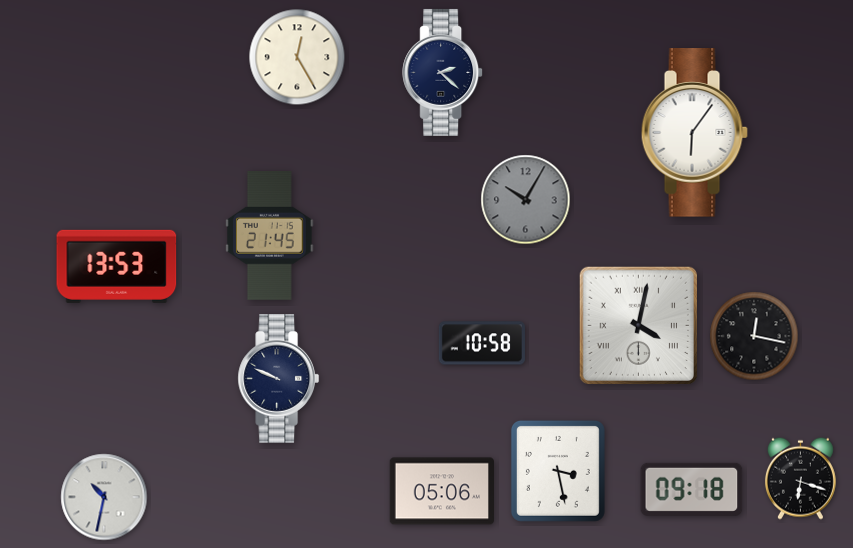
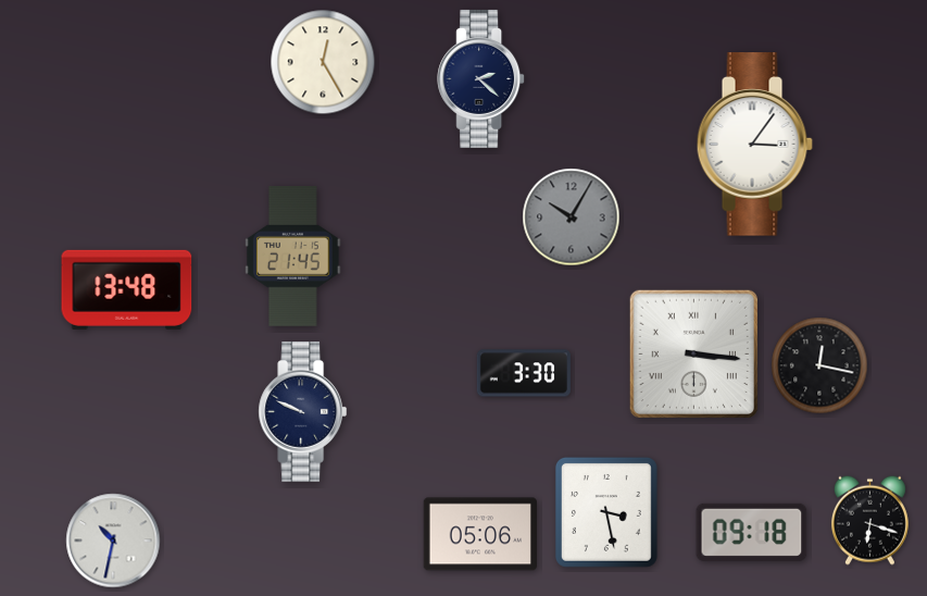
clock at (694, 133): 6:06 -> 3:06
clock at (117, 266): 13:53 -> 13:48
clock at (638, 325): 4:02 -> 3:16
clock at (482, 343): 10:58 -> 3:30
